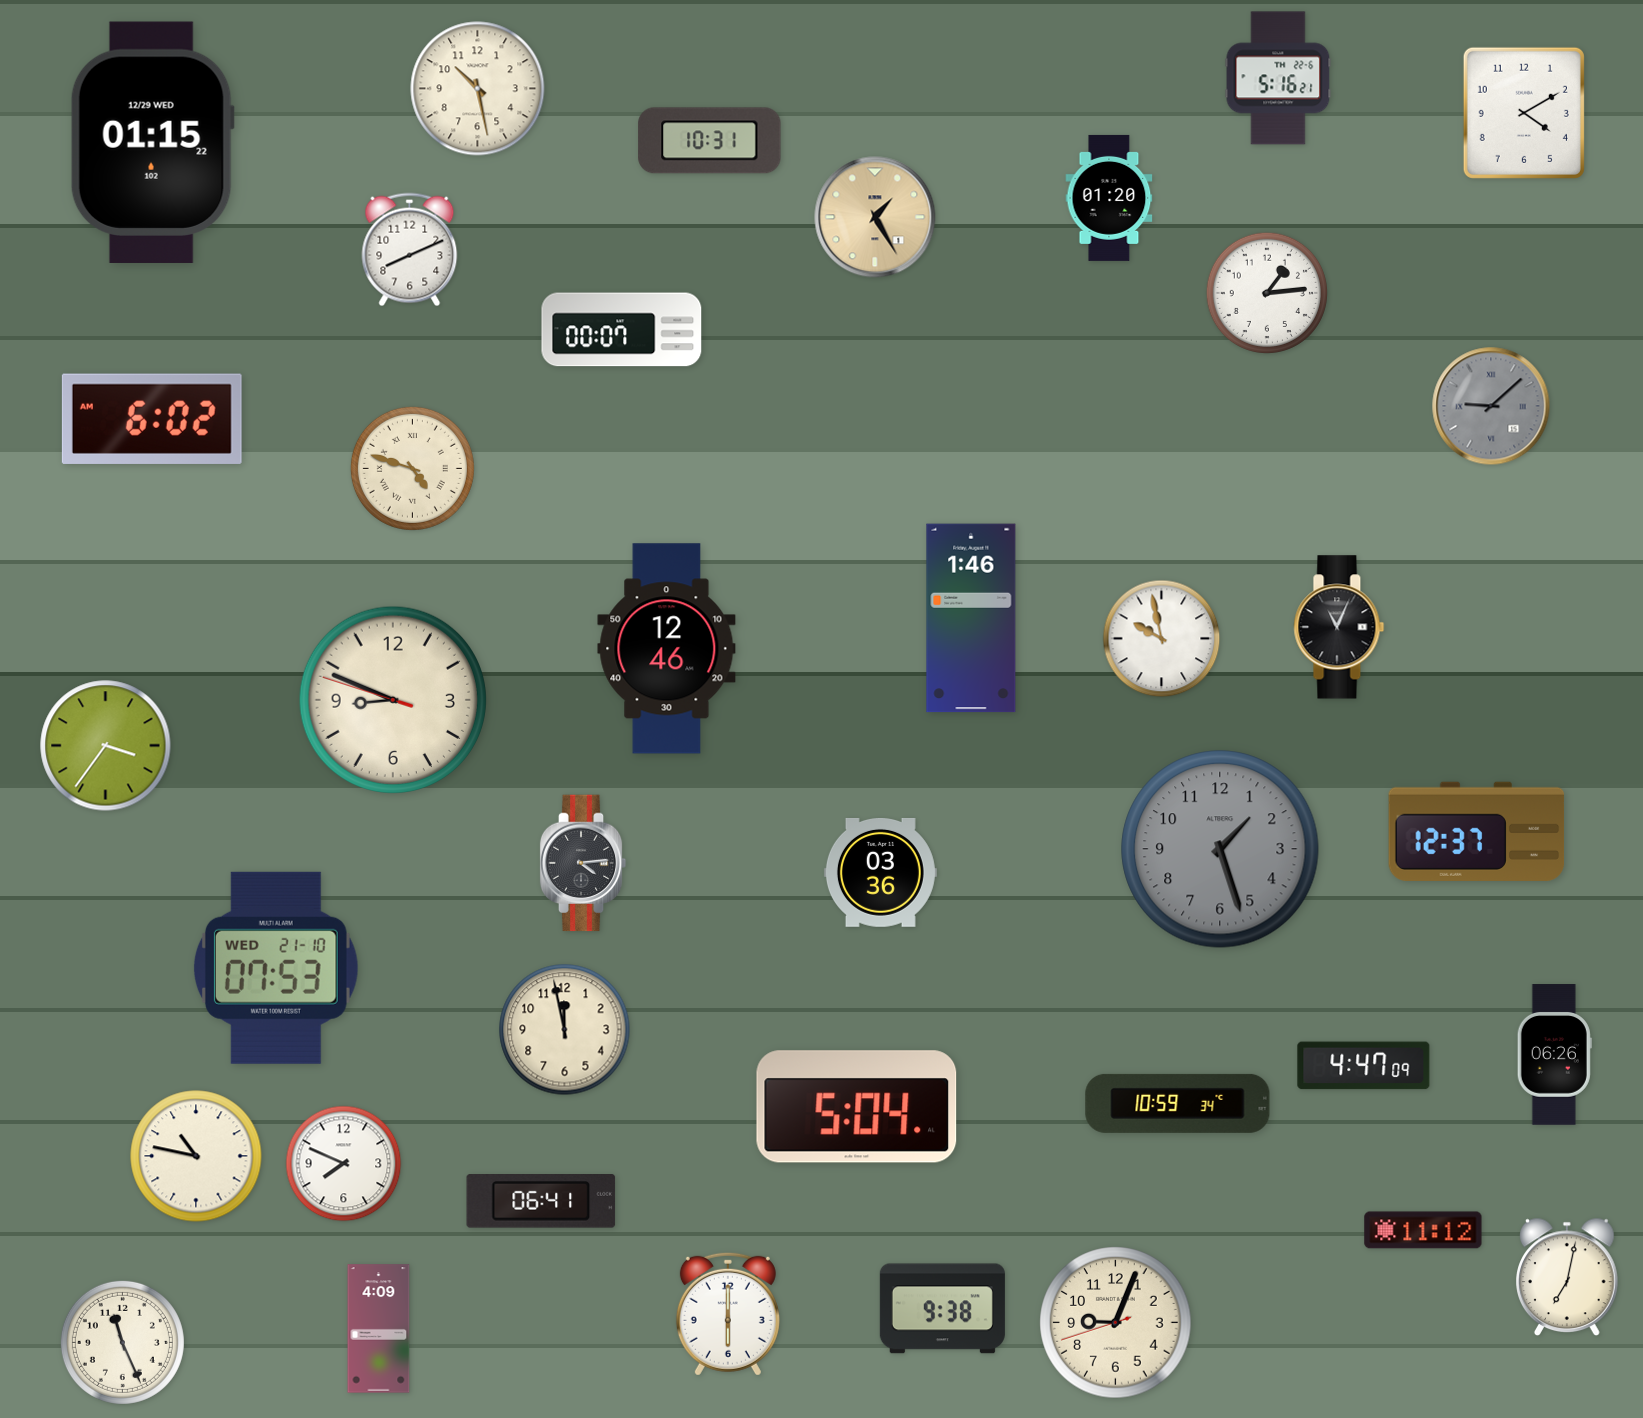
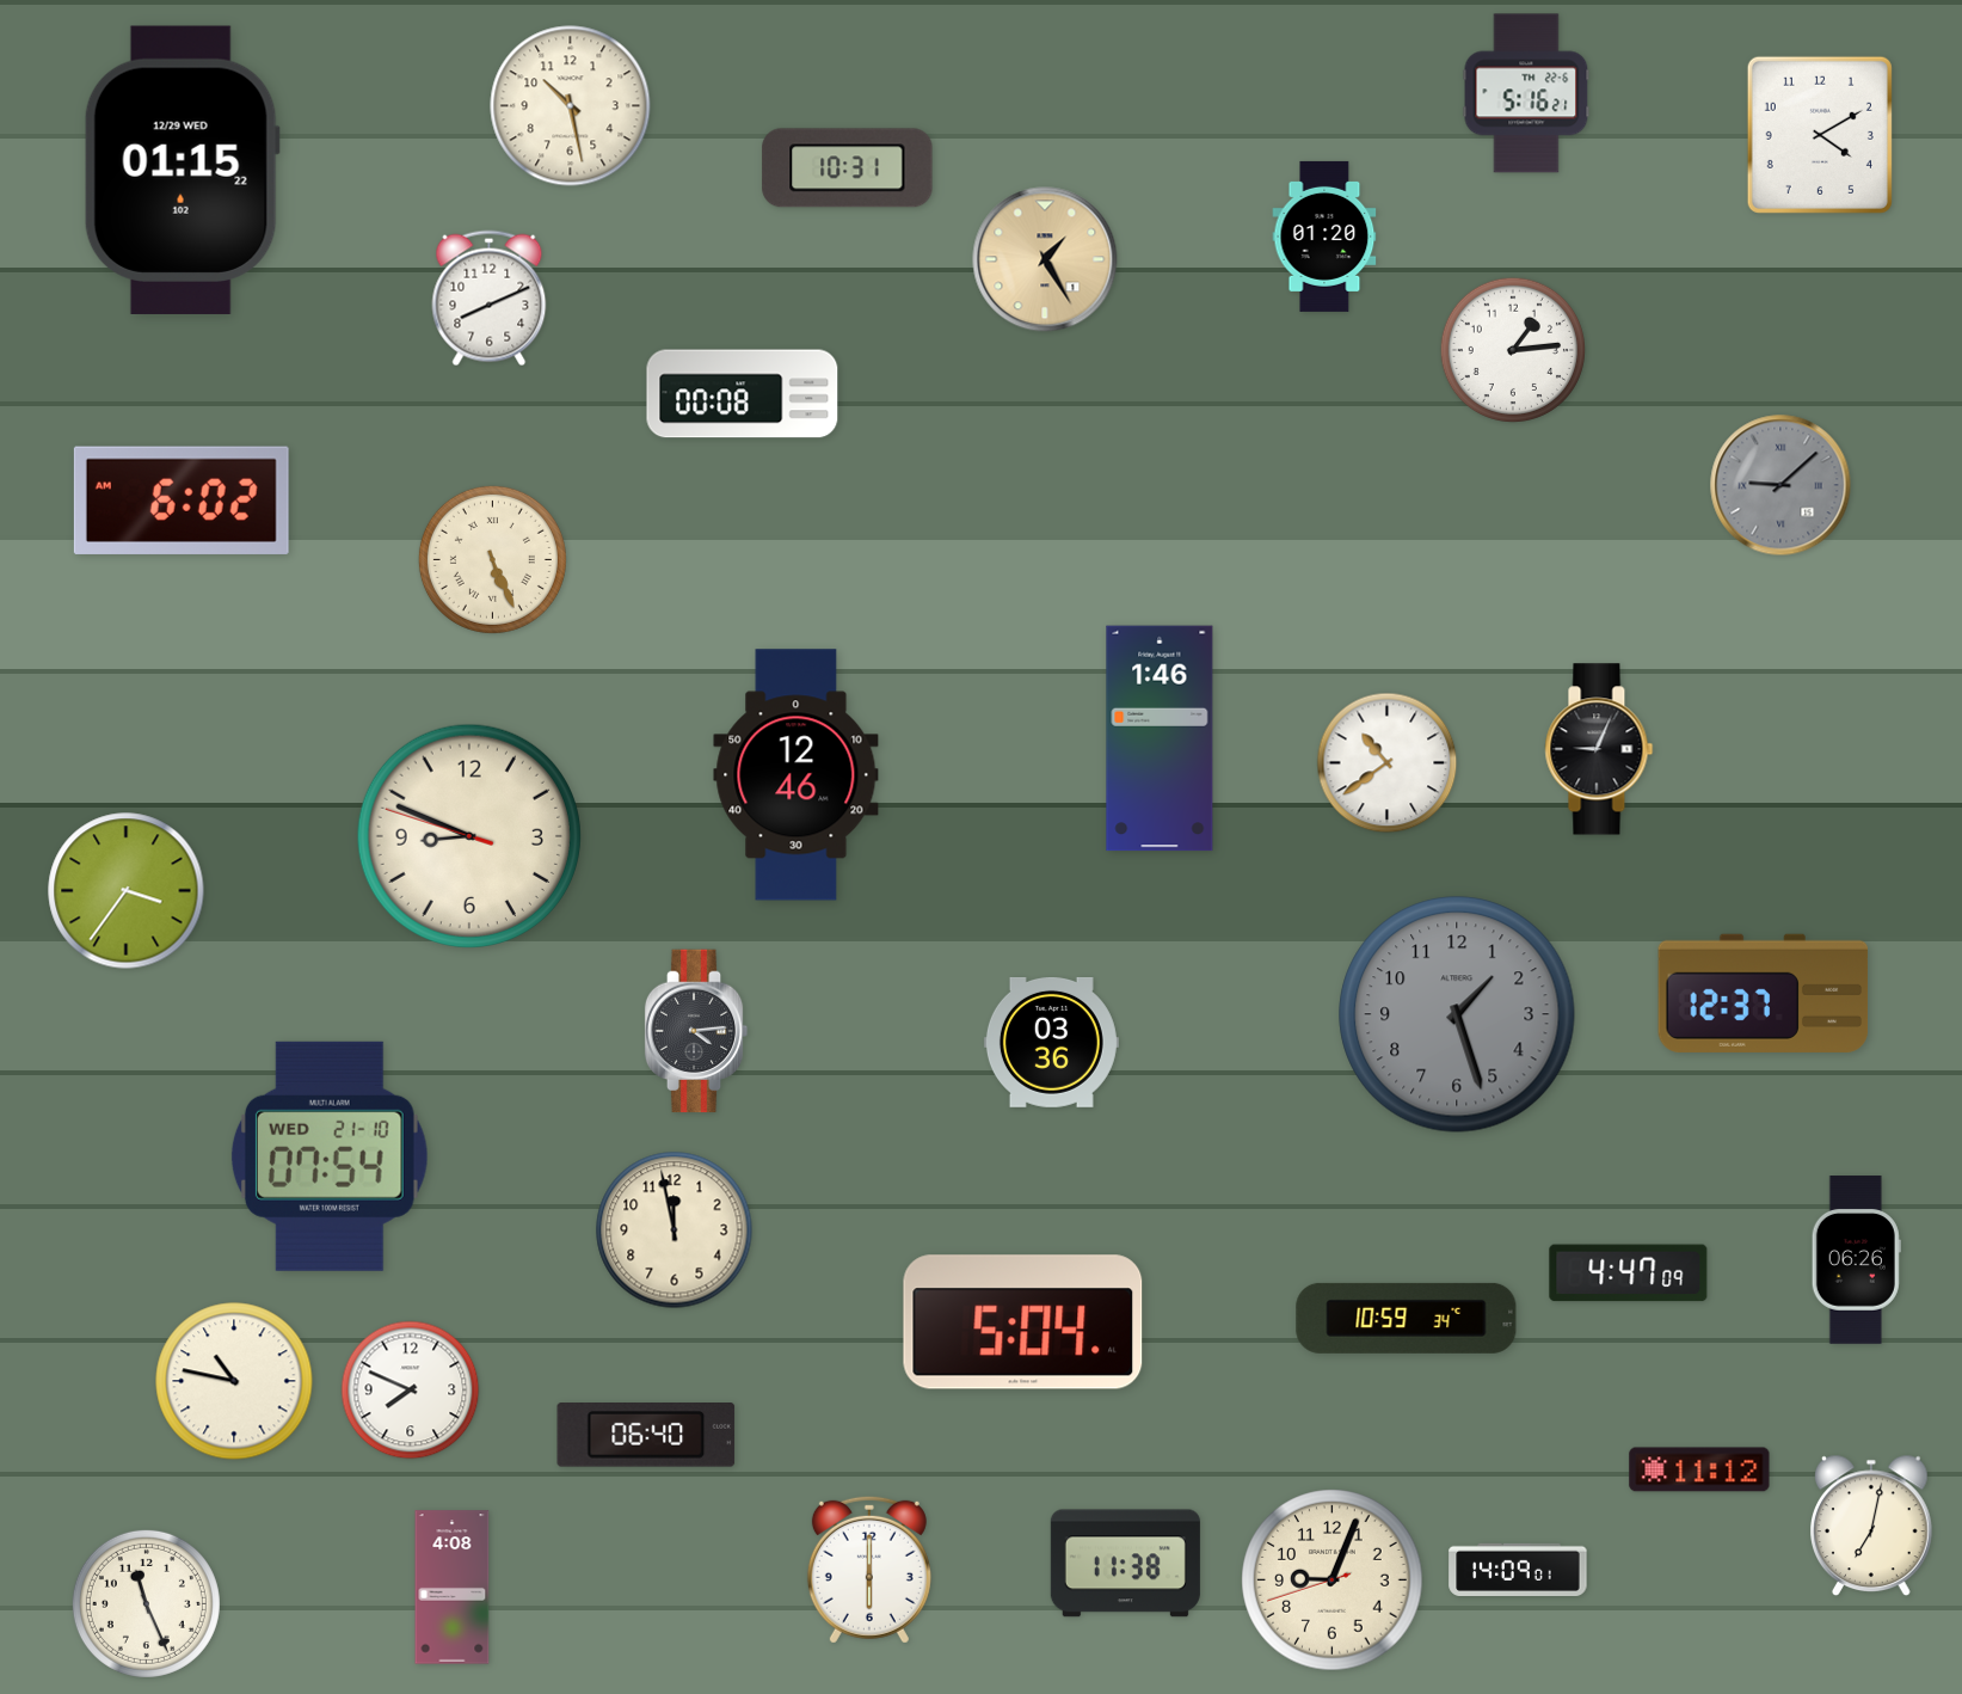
clock at (622, 330): 00:07 -> 00:08
clock at (412, 468): 4:48 -> 5:26
clock at (1339, 627): 11:04 -> 9:04
clock at (1162, 639): 9:58 -> 10:39
clock at (276, 968): 07:53 -> 07:54
clock at (541, 1201): 06:41 -> 06:40
clock at (942, 1309): 9:38 -> 11:38
clock at (1518, 1569): none -> 14:09
clock at (379, 1329): 4:09 -> 4:08
